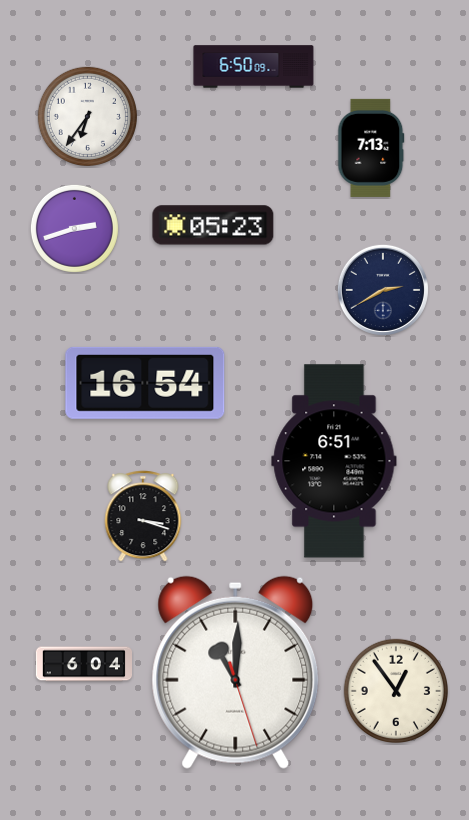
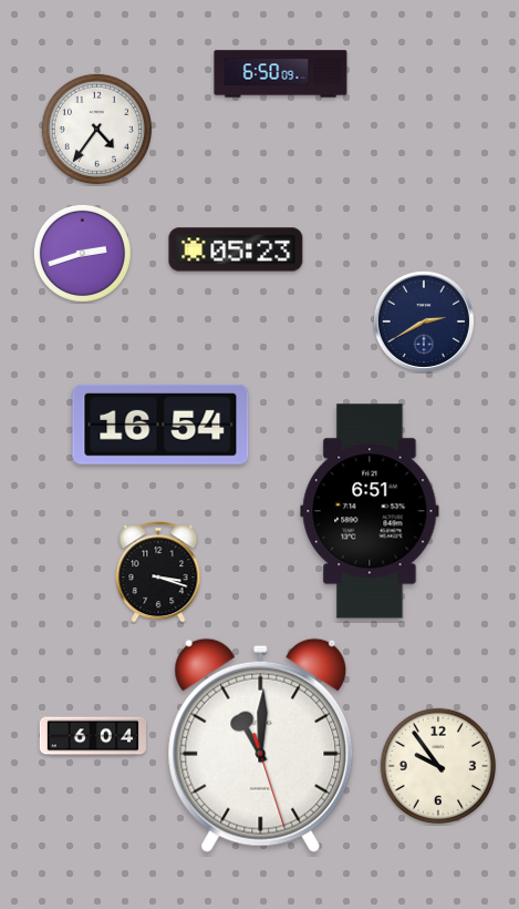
clock at (87, 116): 6:36 -> 4:36
clock at (371, 148): 7:13 -> none
clock at (395, 690): 12:54 -> 9:54
